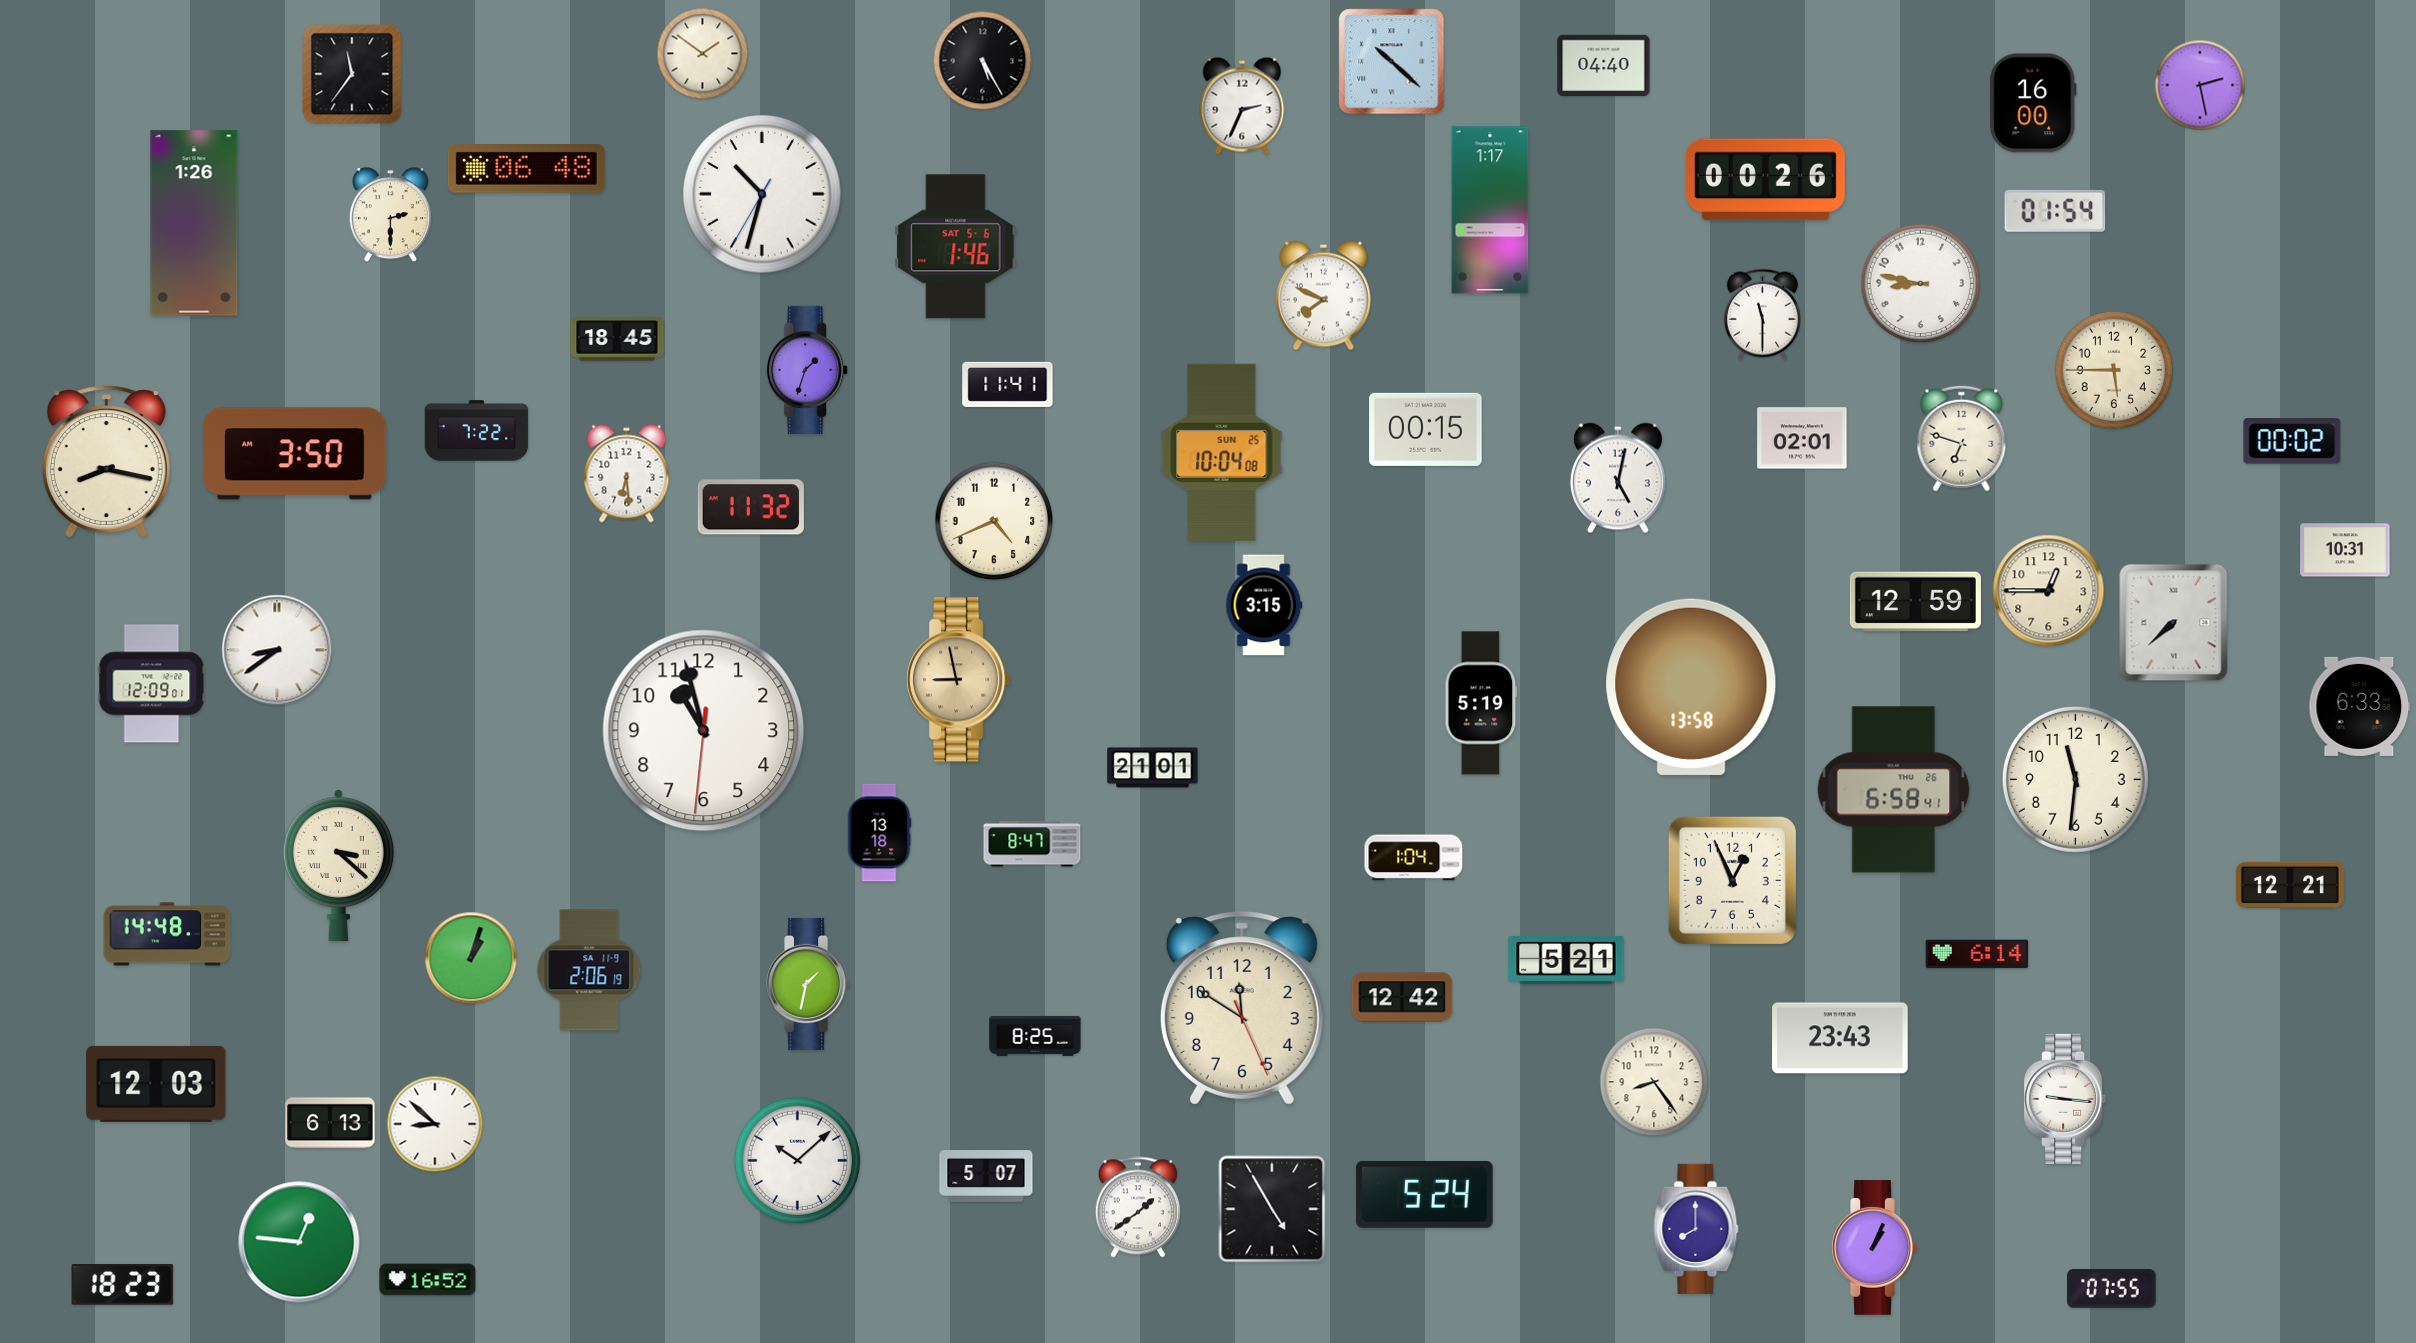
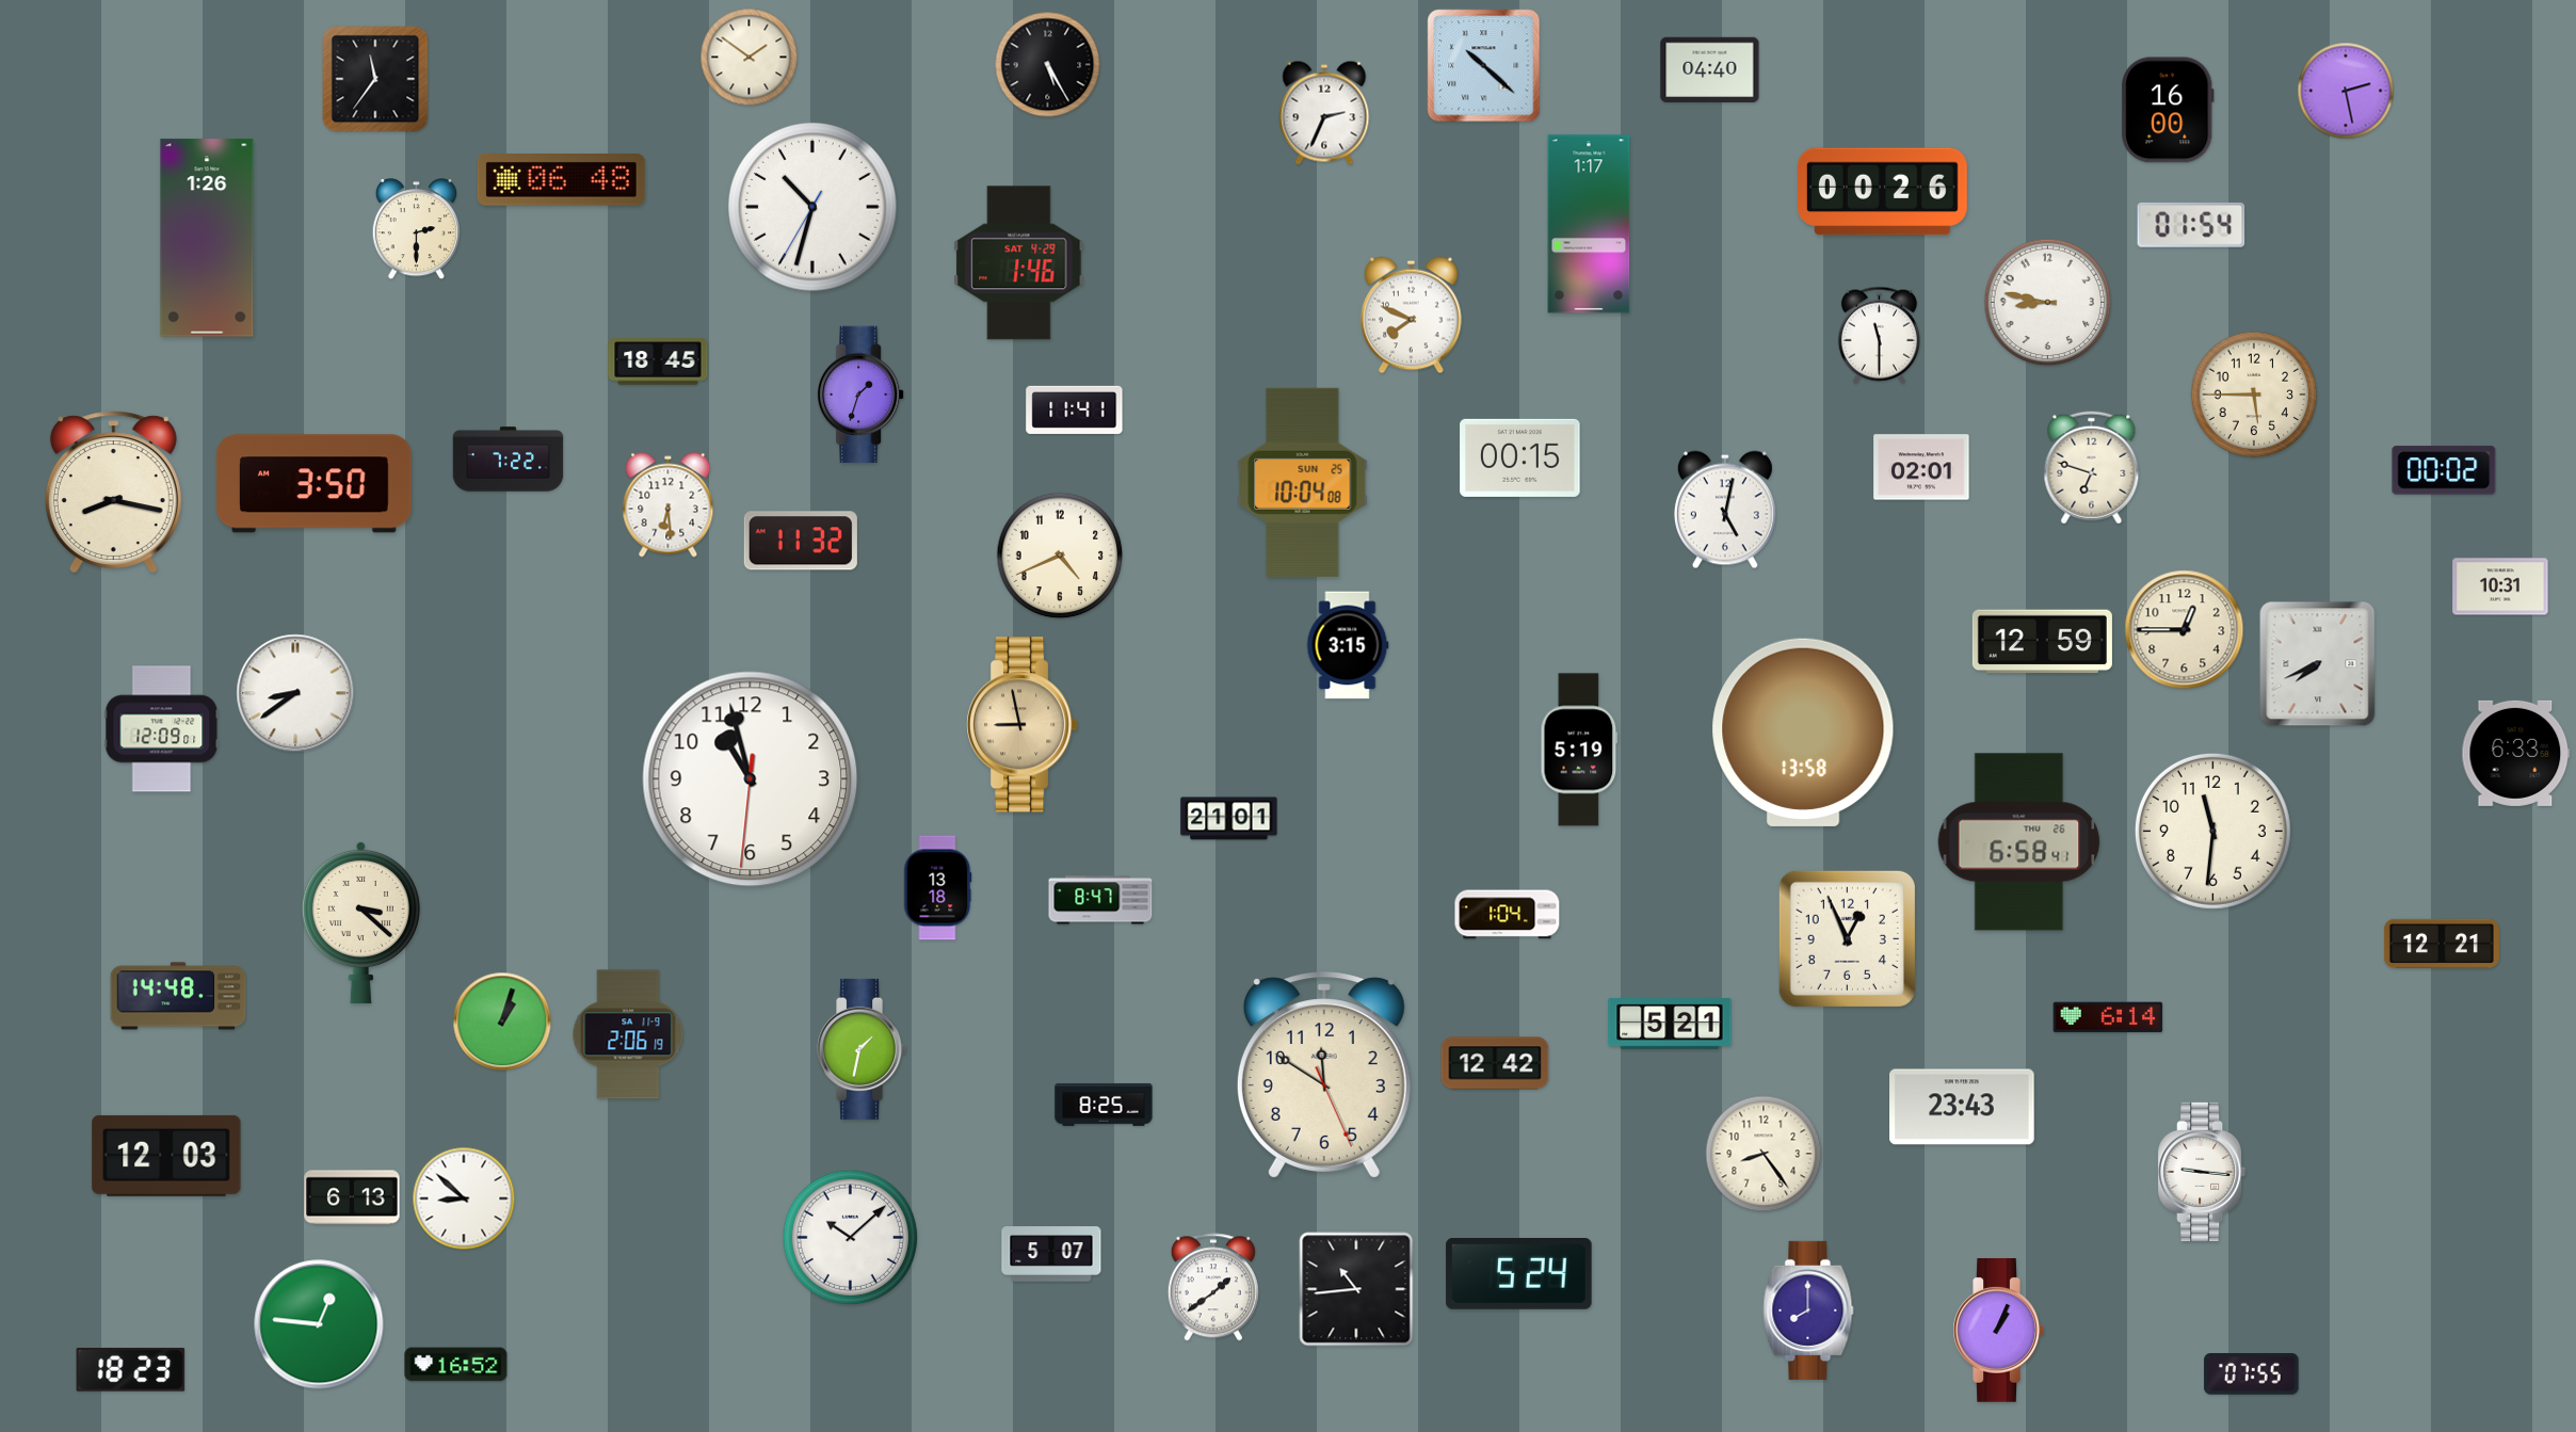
clock at (956, 247) date: SAT 5-6 -> SAT 4-29
clock at (2174, 623): 7:38 -> 7:41
clock at (1272, 1209): 4:55 -> 10:44
